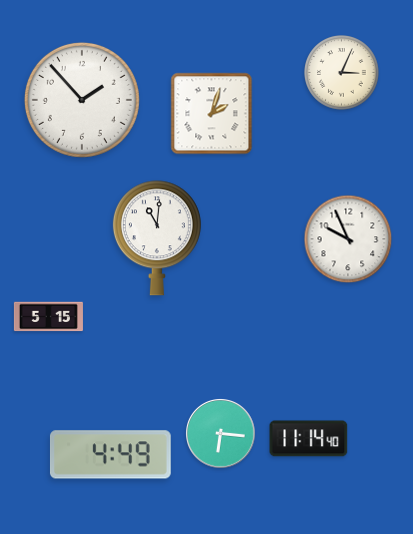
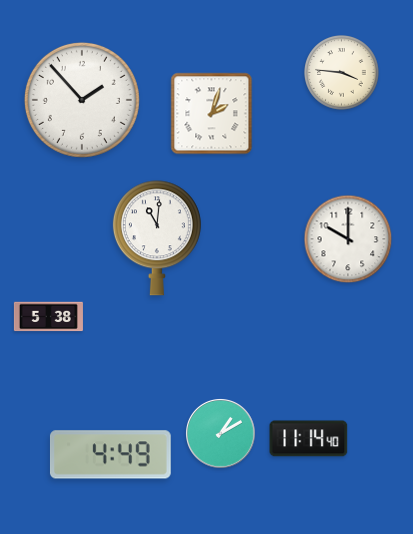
clock at (342, 73): 3:04 -> 3:46
clock at (348, 239): 9:56 -> 10:00
clock at (48, 317): 5:15 -> 5:38
clock at (221, 434): 6:16 -> 1:10
